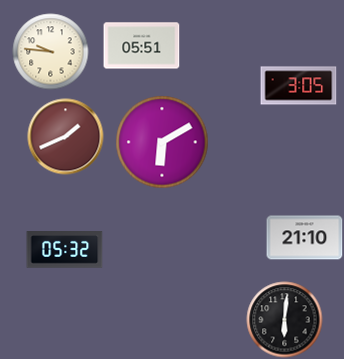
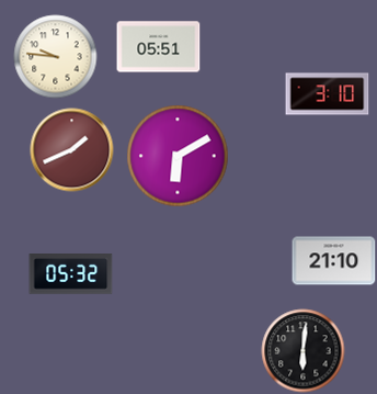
clock at (142, 46) position: (142, 46) -> (159, 47)
clock at (299, 86): 3:05 -> 3:10
clock at (285, 320) position: (285, 320) -> (304, 351)
